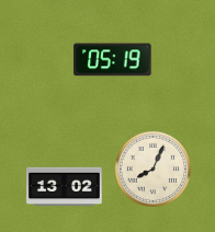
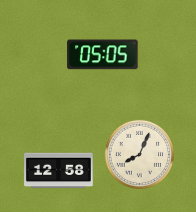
clock at (113, 60): 05:19 -> 05:05
clock at (65, 187): 13:02 -> 12:58
